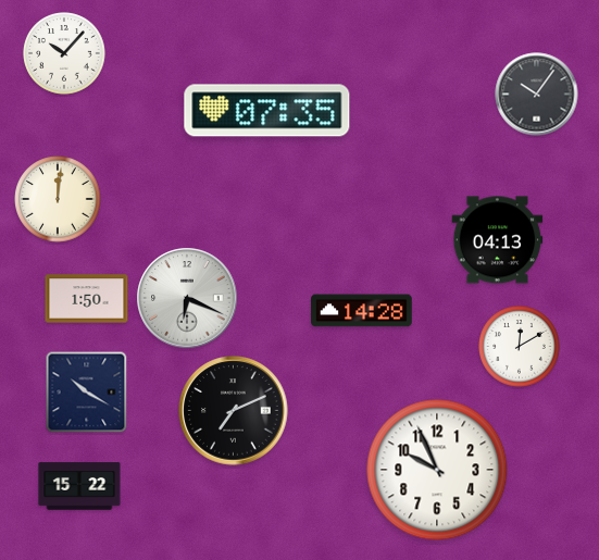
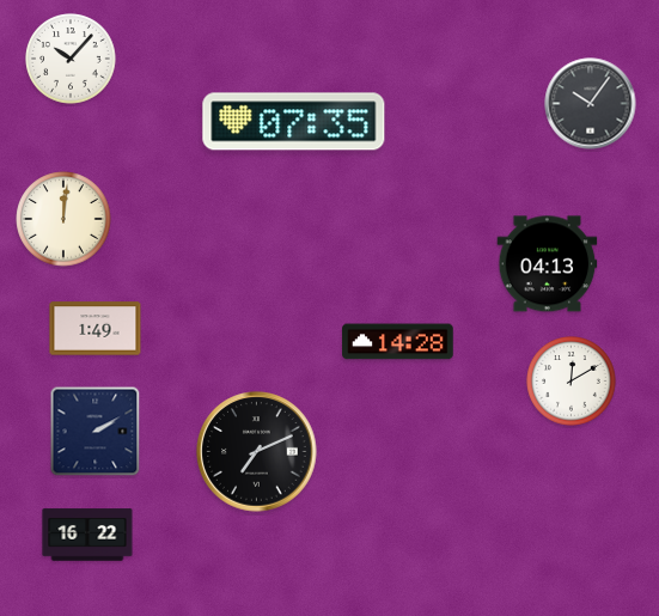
clock at (187, 298): 6:19 -> none
clock at (87, 299): 1:50 -> 1:49
clock at (87, 393): 10:20 -> 2:10
clock at (437, 470): 9:56 -> none
clock at (79, 486): 15:22 -> 16:22
